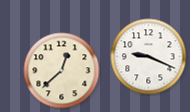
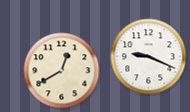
clock at (62, 71): 12:38 -> 12:40
